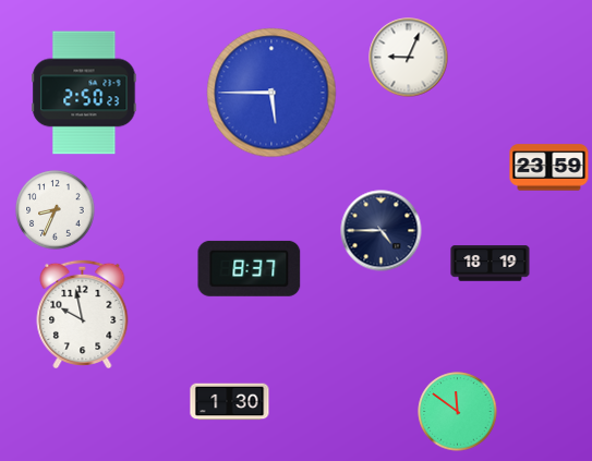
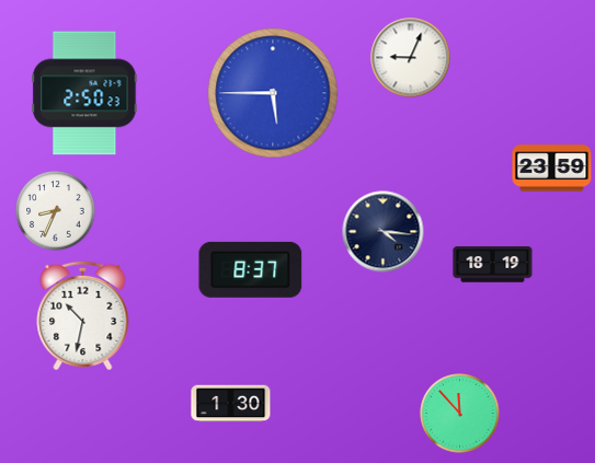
clock at (382, 231): 4:45 -> 4:16
clock at (83, 313): 9:58 -> 10:32
clock at (458, 412): 11:51 -> 11:53
